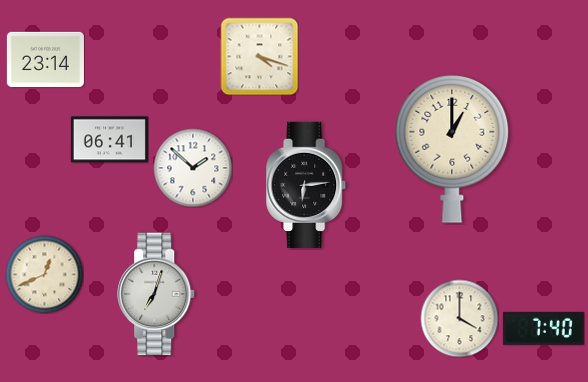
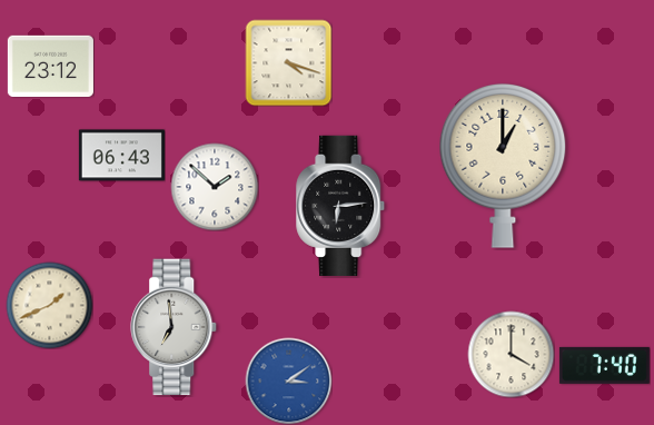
clock at (45, 59): 23:14 -> 23:12
clock at (109, 140): 06:41 -> 06:43
clock at (44, 274): 12:41 -> 1:41
clock at (157, 294): 7:03 -> 6:59
clock at (288, 380): none -> 3:09
